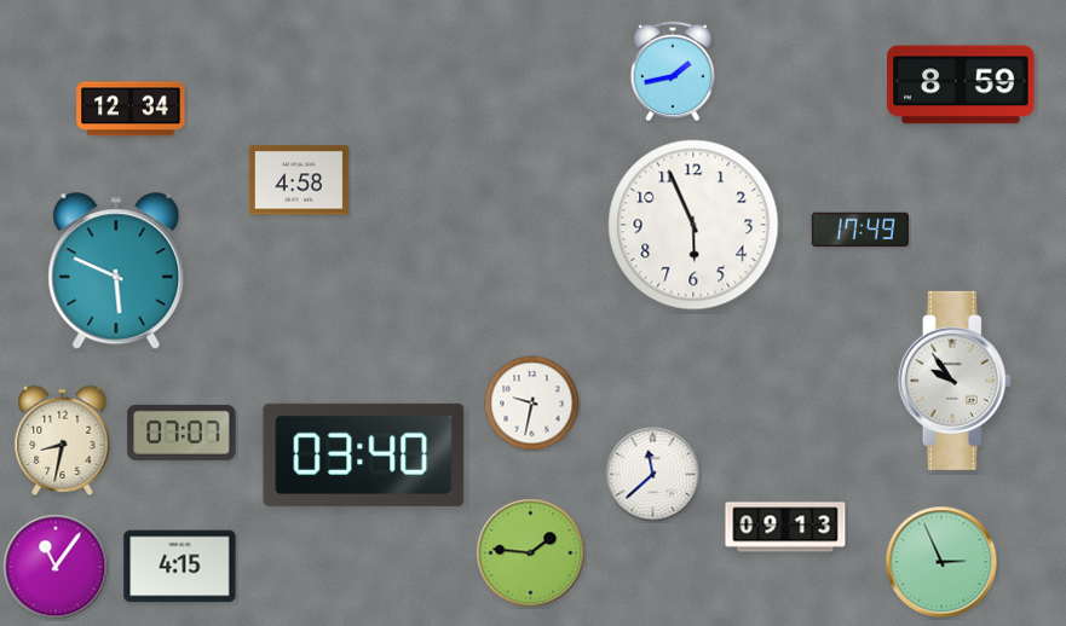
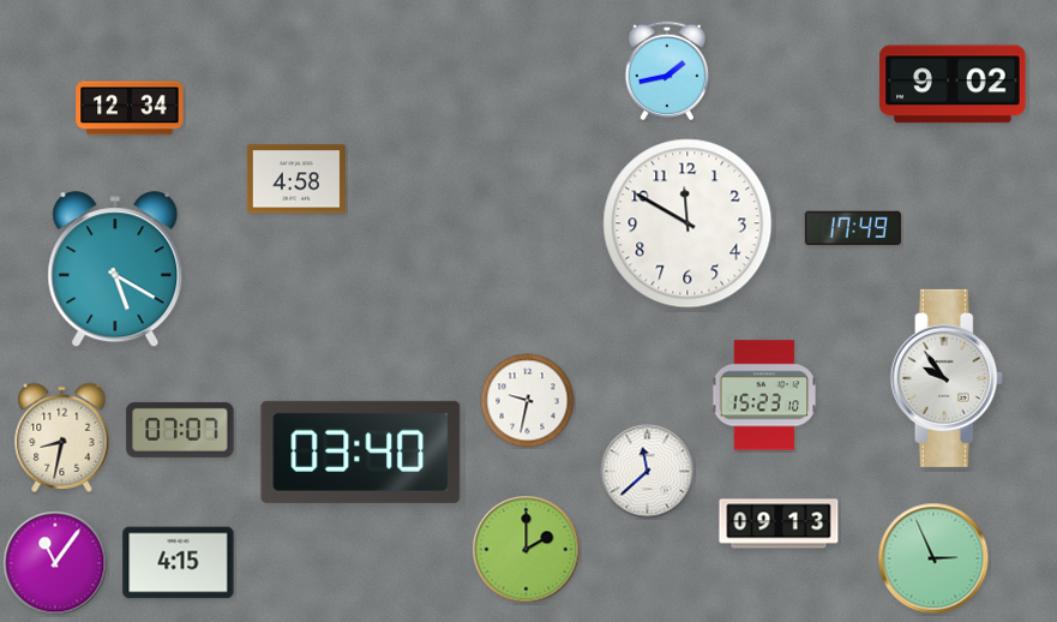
clock at (961, 85): 8:59 -> 9:02
clock at (693, 225): 5:56 -> 11:50
clock at (116, 272): 5:49 -> 5:20
clock at (764, 395): none -> 15:23
clock at (531, 553): 1:46 -> 2:00
